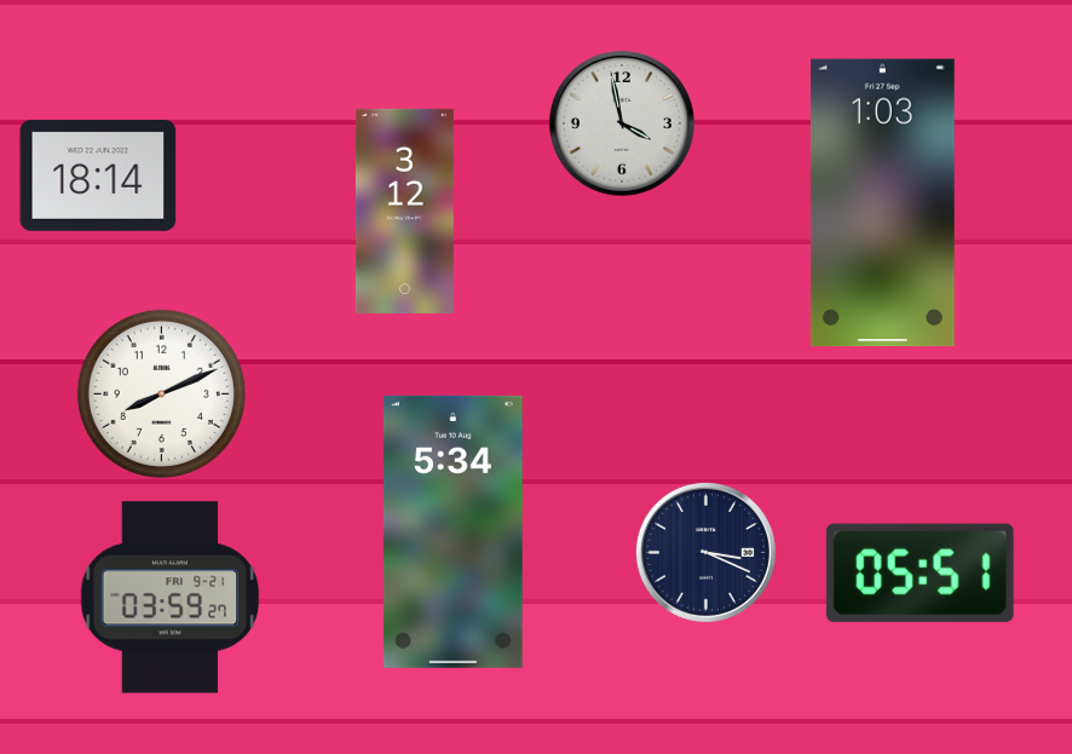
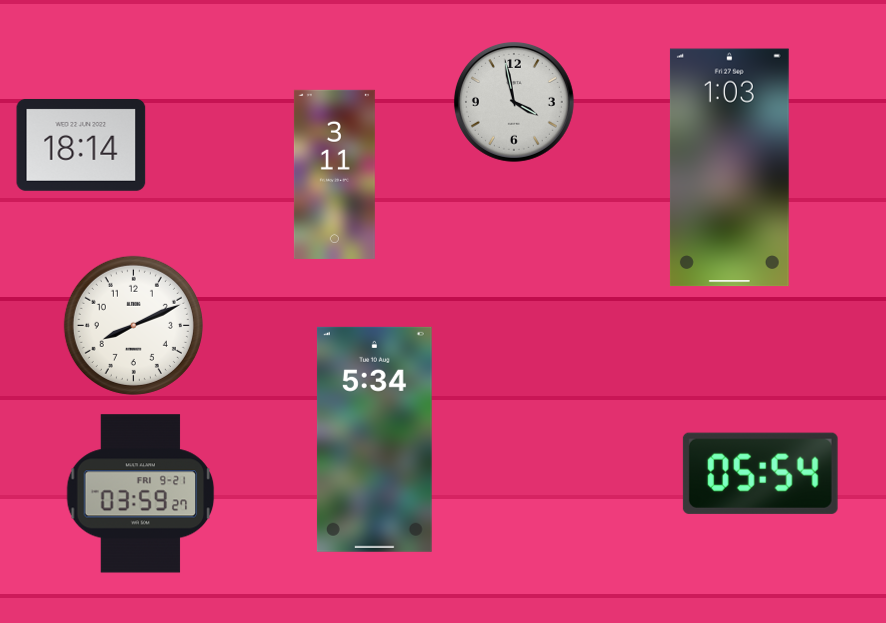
clock at (404, 211): 3:12 -> 3:11
clock at (705, 552): 3:19 -> none
clock at (920, 572): 05:51 -> 05:54
